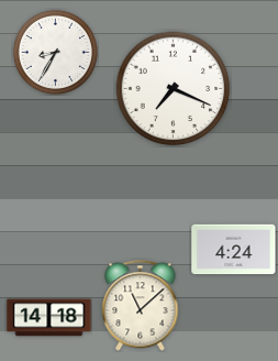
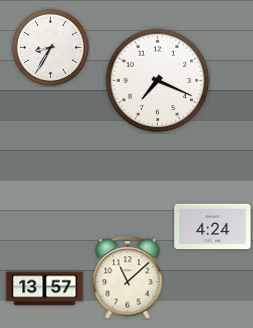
clock at (49, 318): 14:18 -> 13:57
